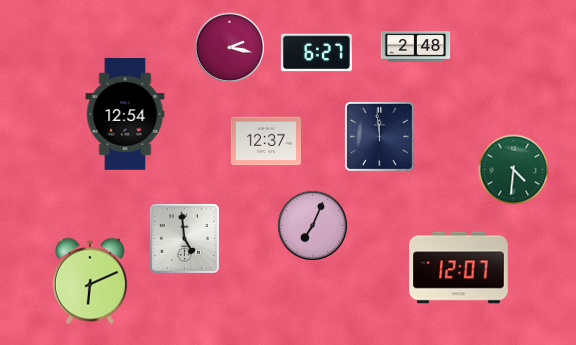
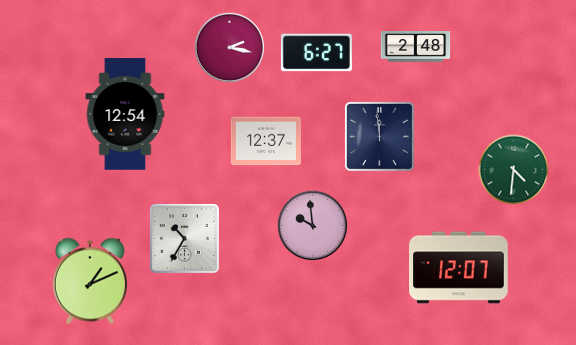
clock at (312, 225): 7:04 -> 9:59
clock at (184, 238): 4:59 -> 10:35
clock at (90, 281): 6:11 -> 1:11
